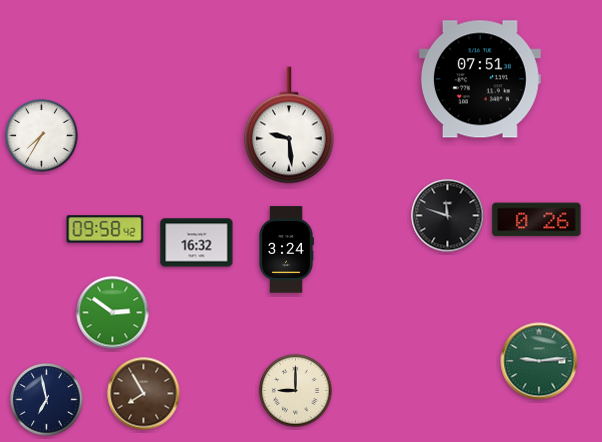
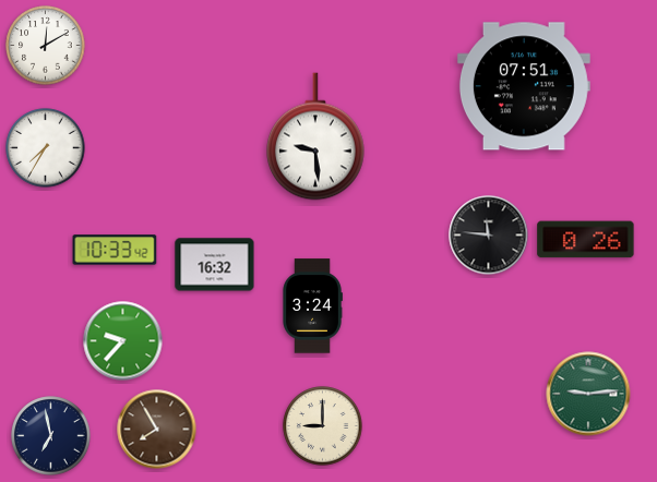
clock at (46, 46): none -> 12:10
clock at (448, 216): 11:48 -> 11:46
clock at (105, 229): 09:58 -> 10:33
clock at (286, 250) position: (286, 250) -> (312, 306)
clock at (113, 313): 2:51 -> 9:37
